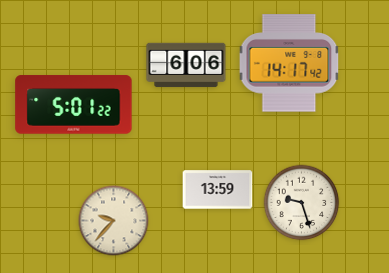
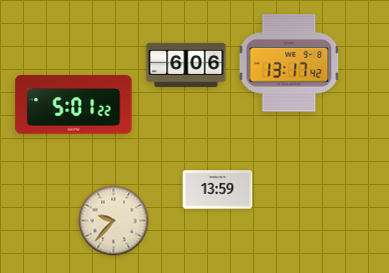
clock at (289, 63): 14:17 -> 13:17
clock at (302, 203): 9:27 -> none
